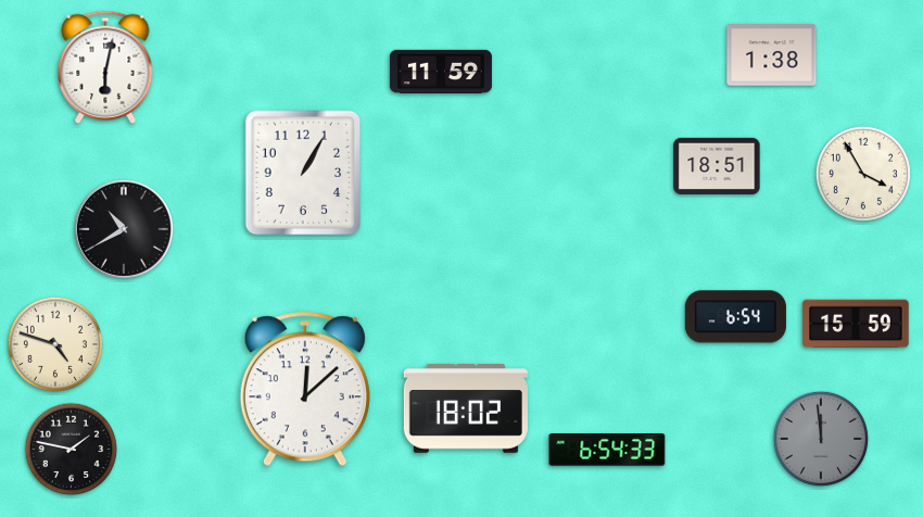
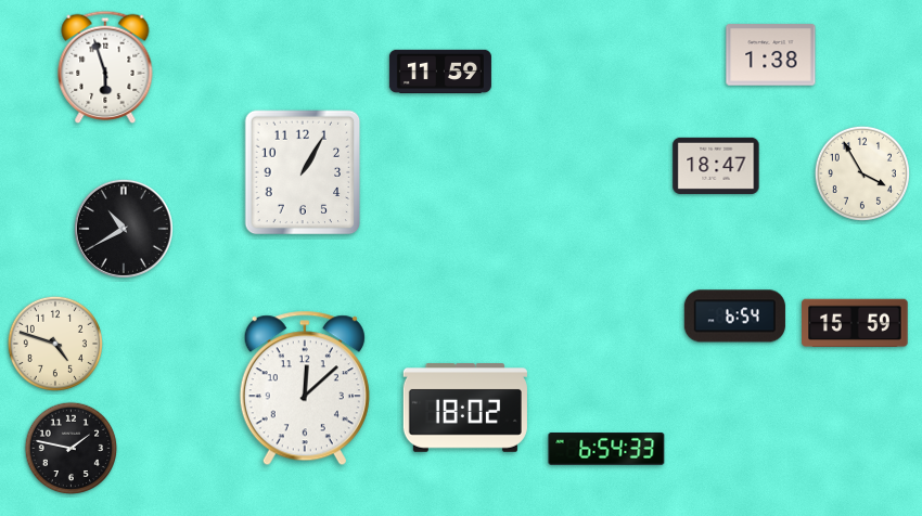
clock at (105, 67): 6:02 -> 5:57
clock at (717, 166): 18:51 -> 18:47
clock at (821, 439): 11:59 -> none
